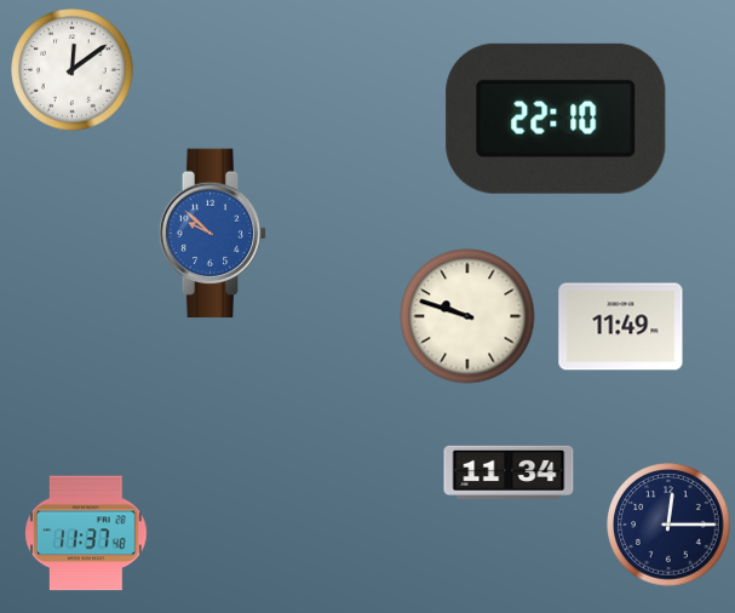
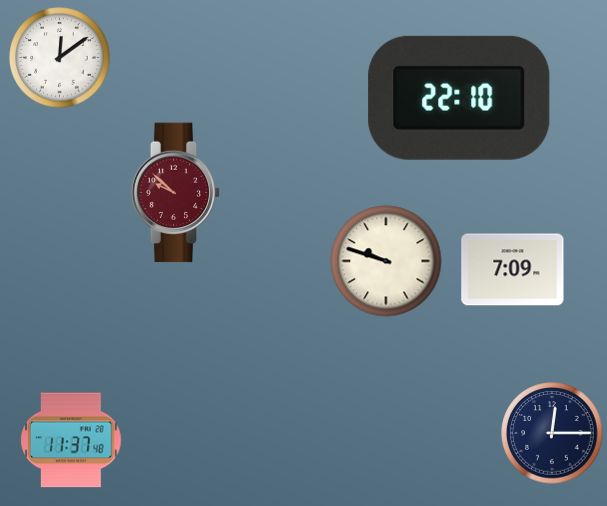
clock at (213, 234) dial: blue -> burgundy
clock at (621, 327): 11:49 -> 7:09
clock at (509, 472): 11:34 -> none
